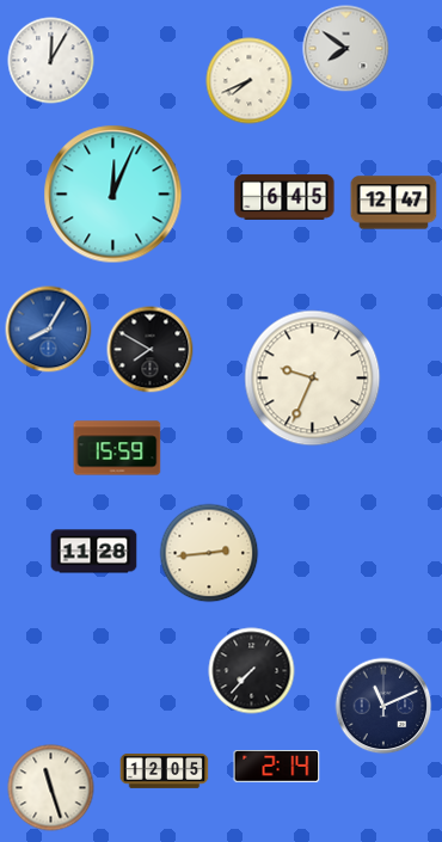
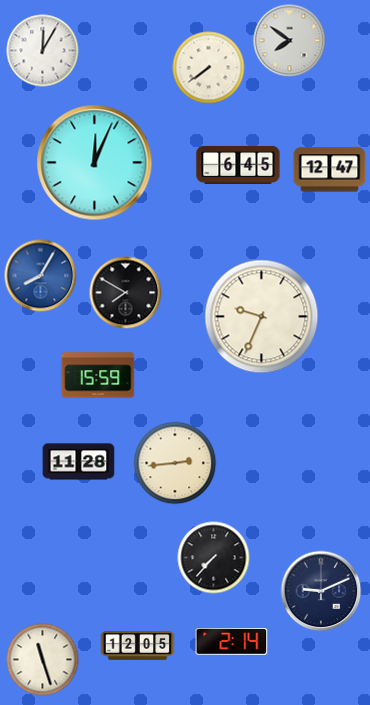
clock at (250, 81): 7:41 -> 7:39
clock at (252, 671) position: (252, 671) -> (214, 558)
clock at (383, 706): 11:11 -> 9:11
